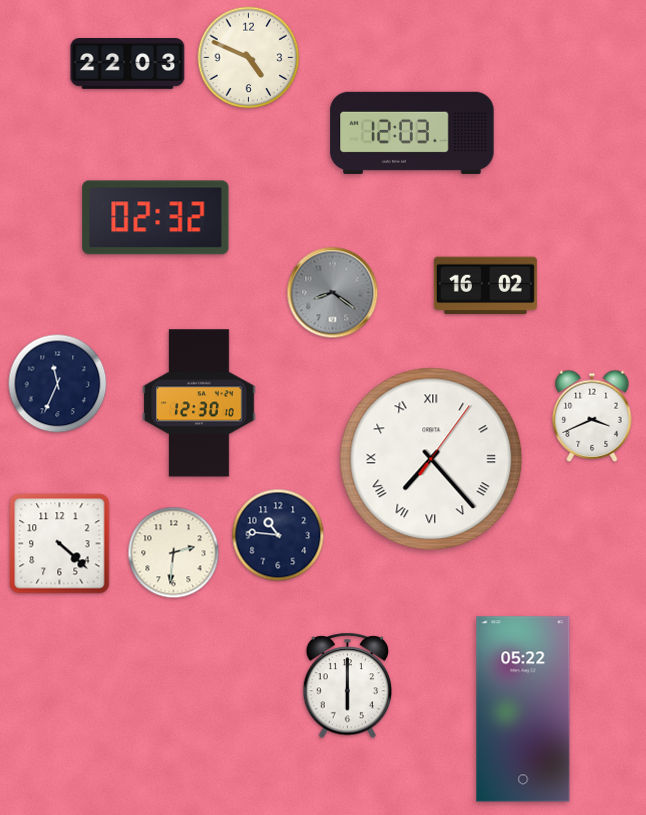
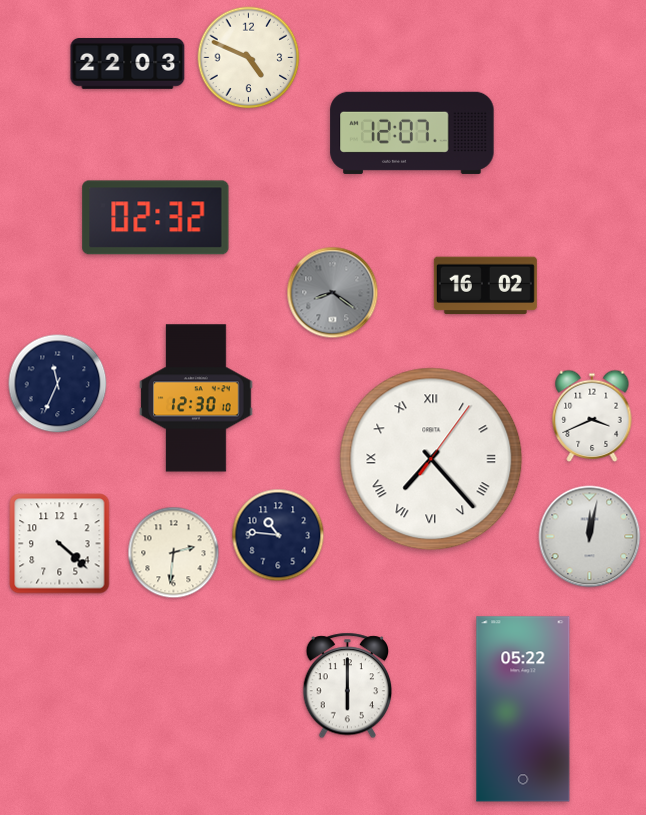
clock at (412, 133): 12:03 -> 12:07
clock at (199, 403) position: (199, 403) -> (196, 398)
clock at (590, 537): none -> 12:02
